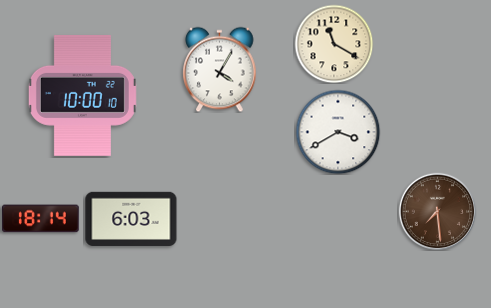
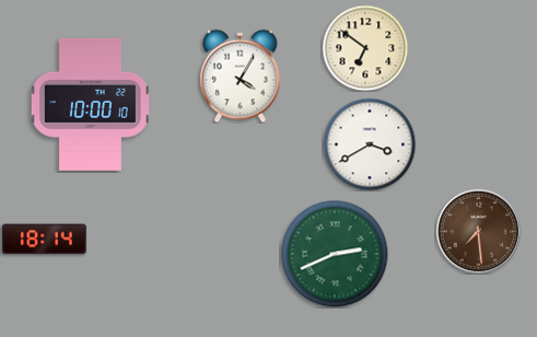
clock at (334, 44): 11:20 -> 6:51
clock at (131, 218): 6:03 -> none
clock at (335, 254): none -> 2:41
